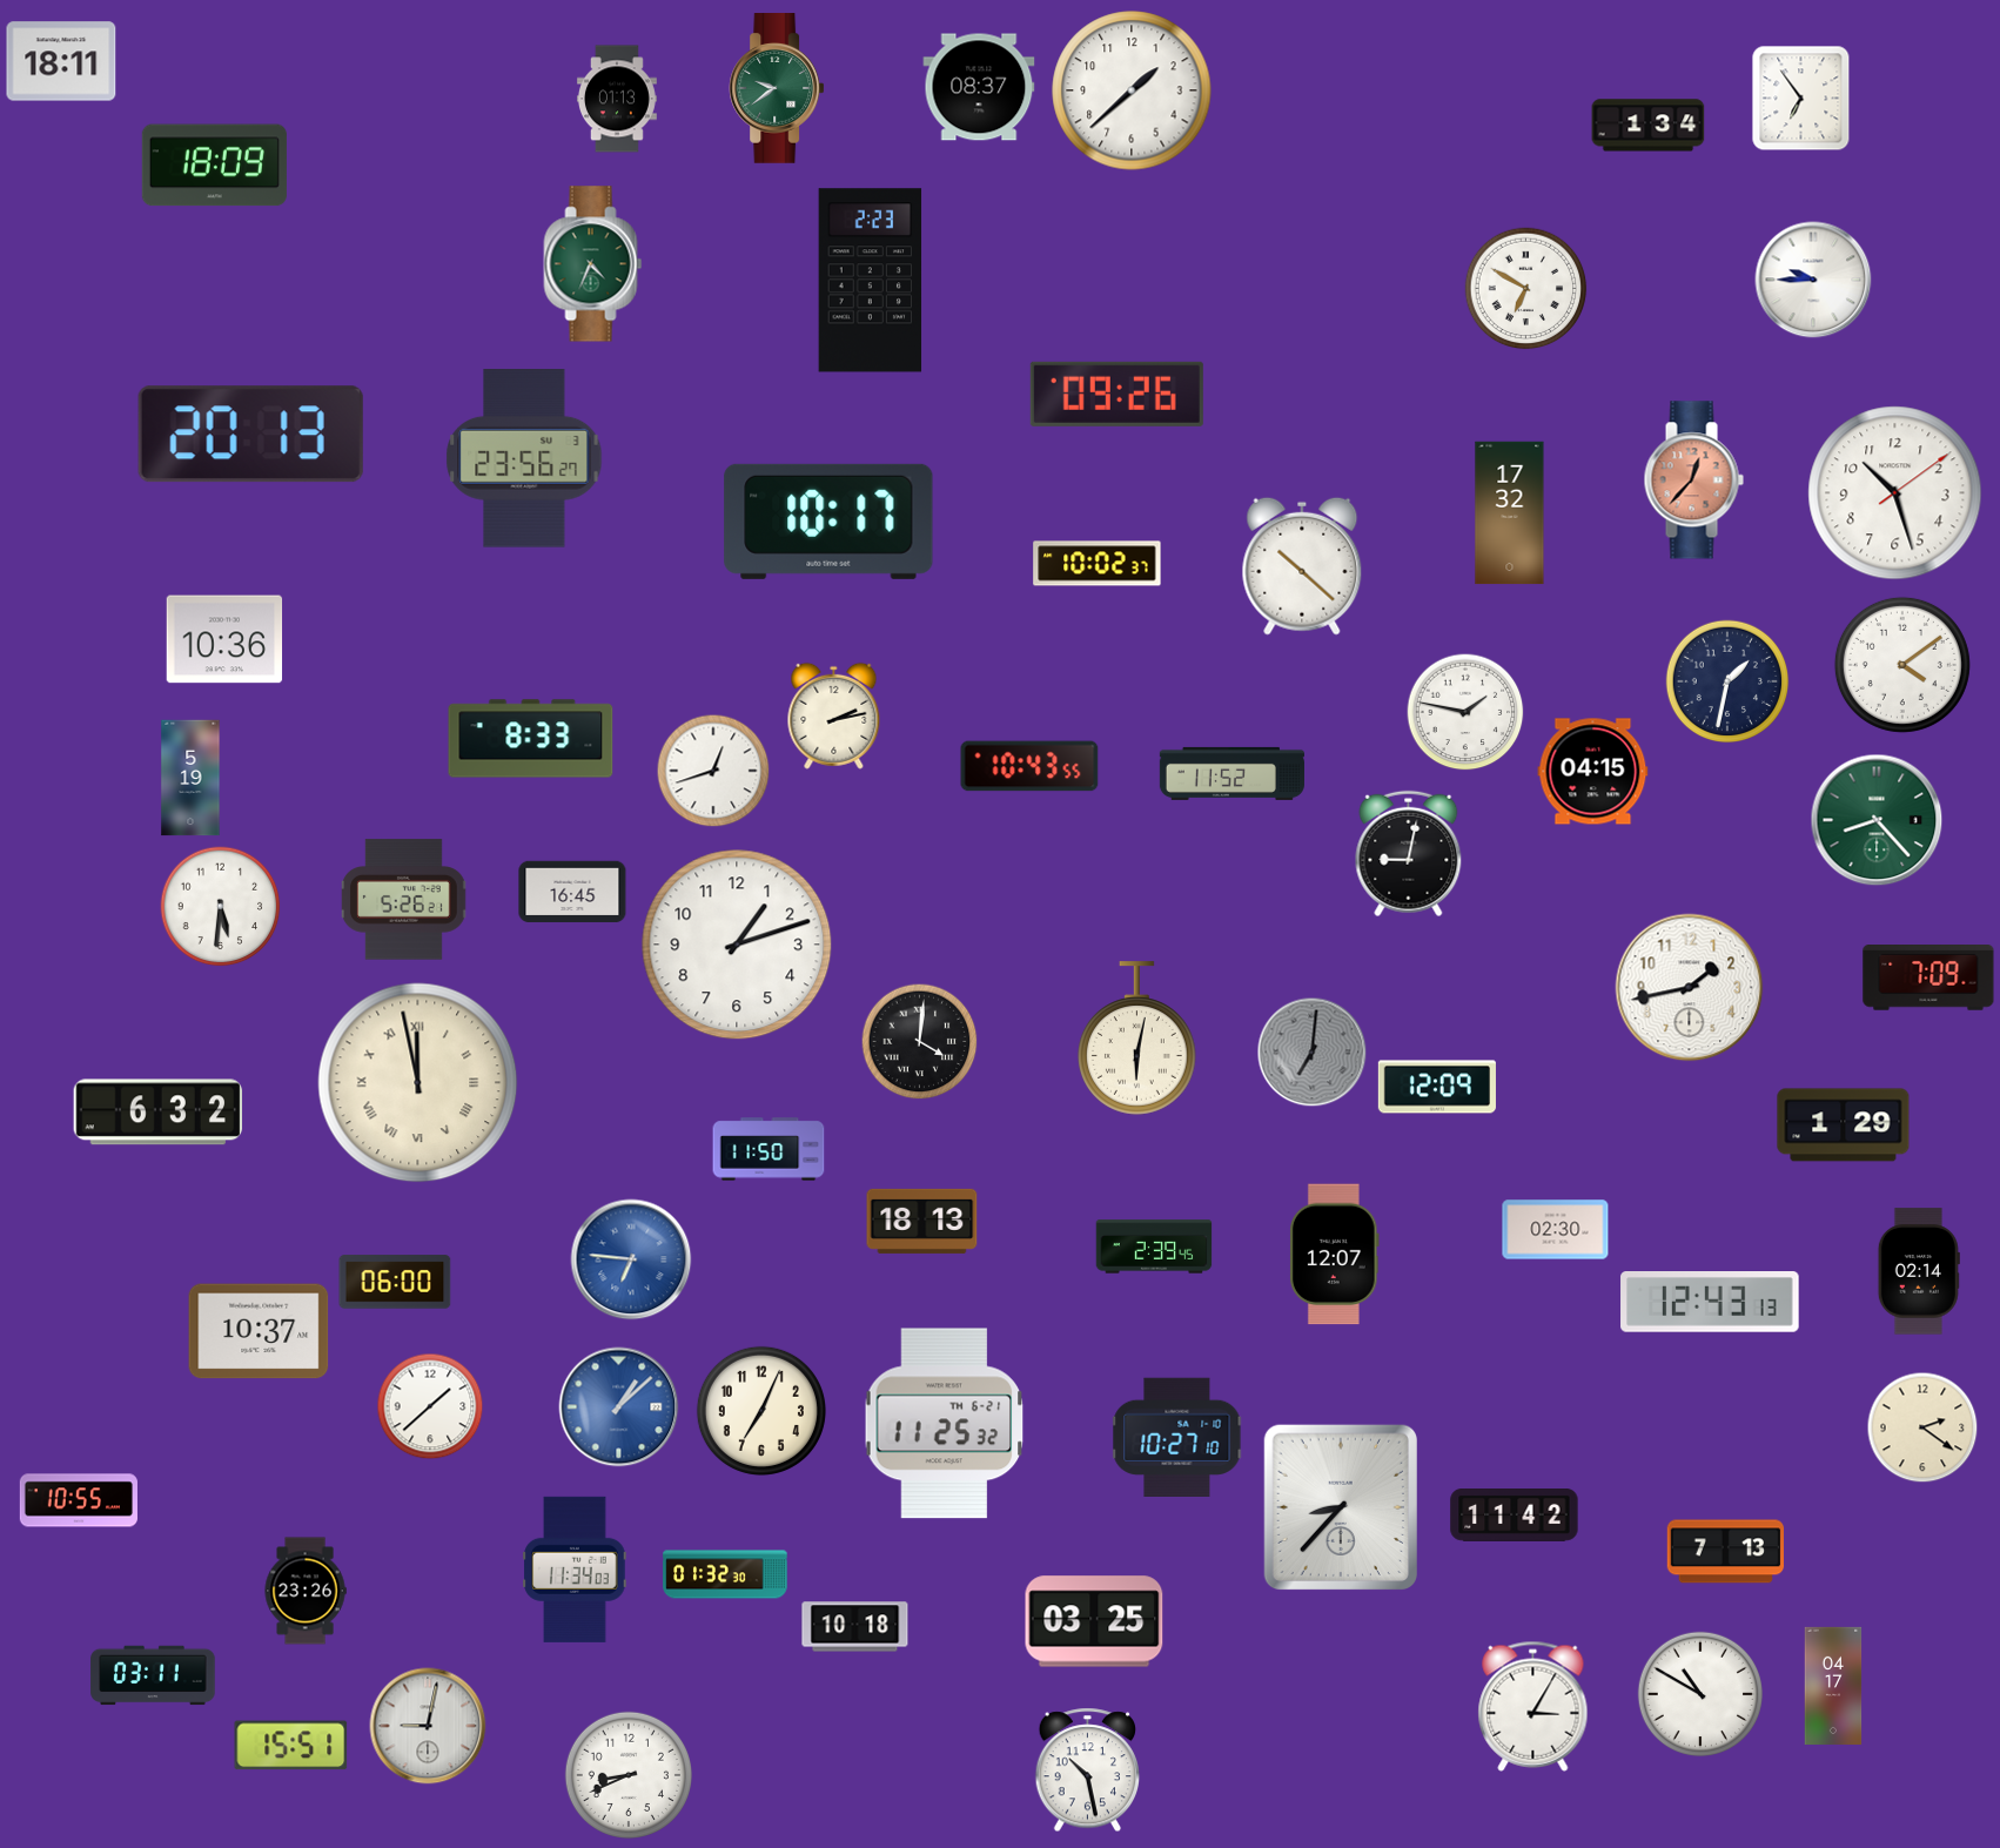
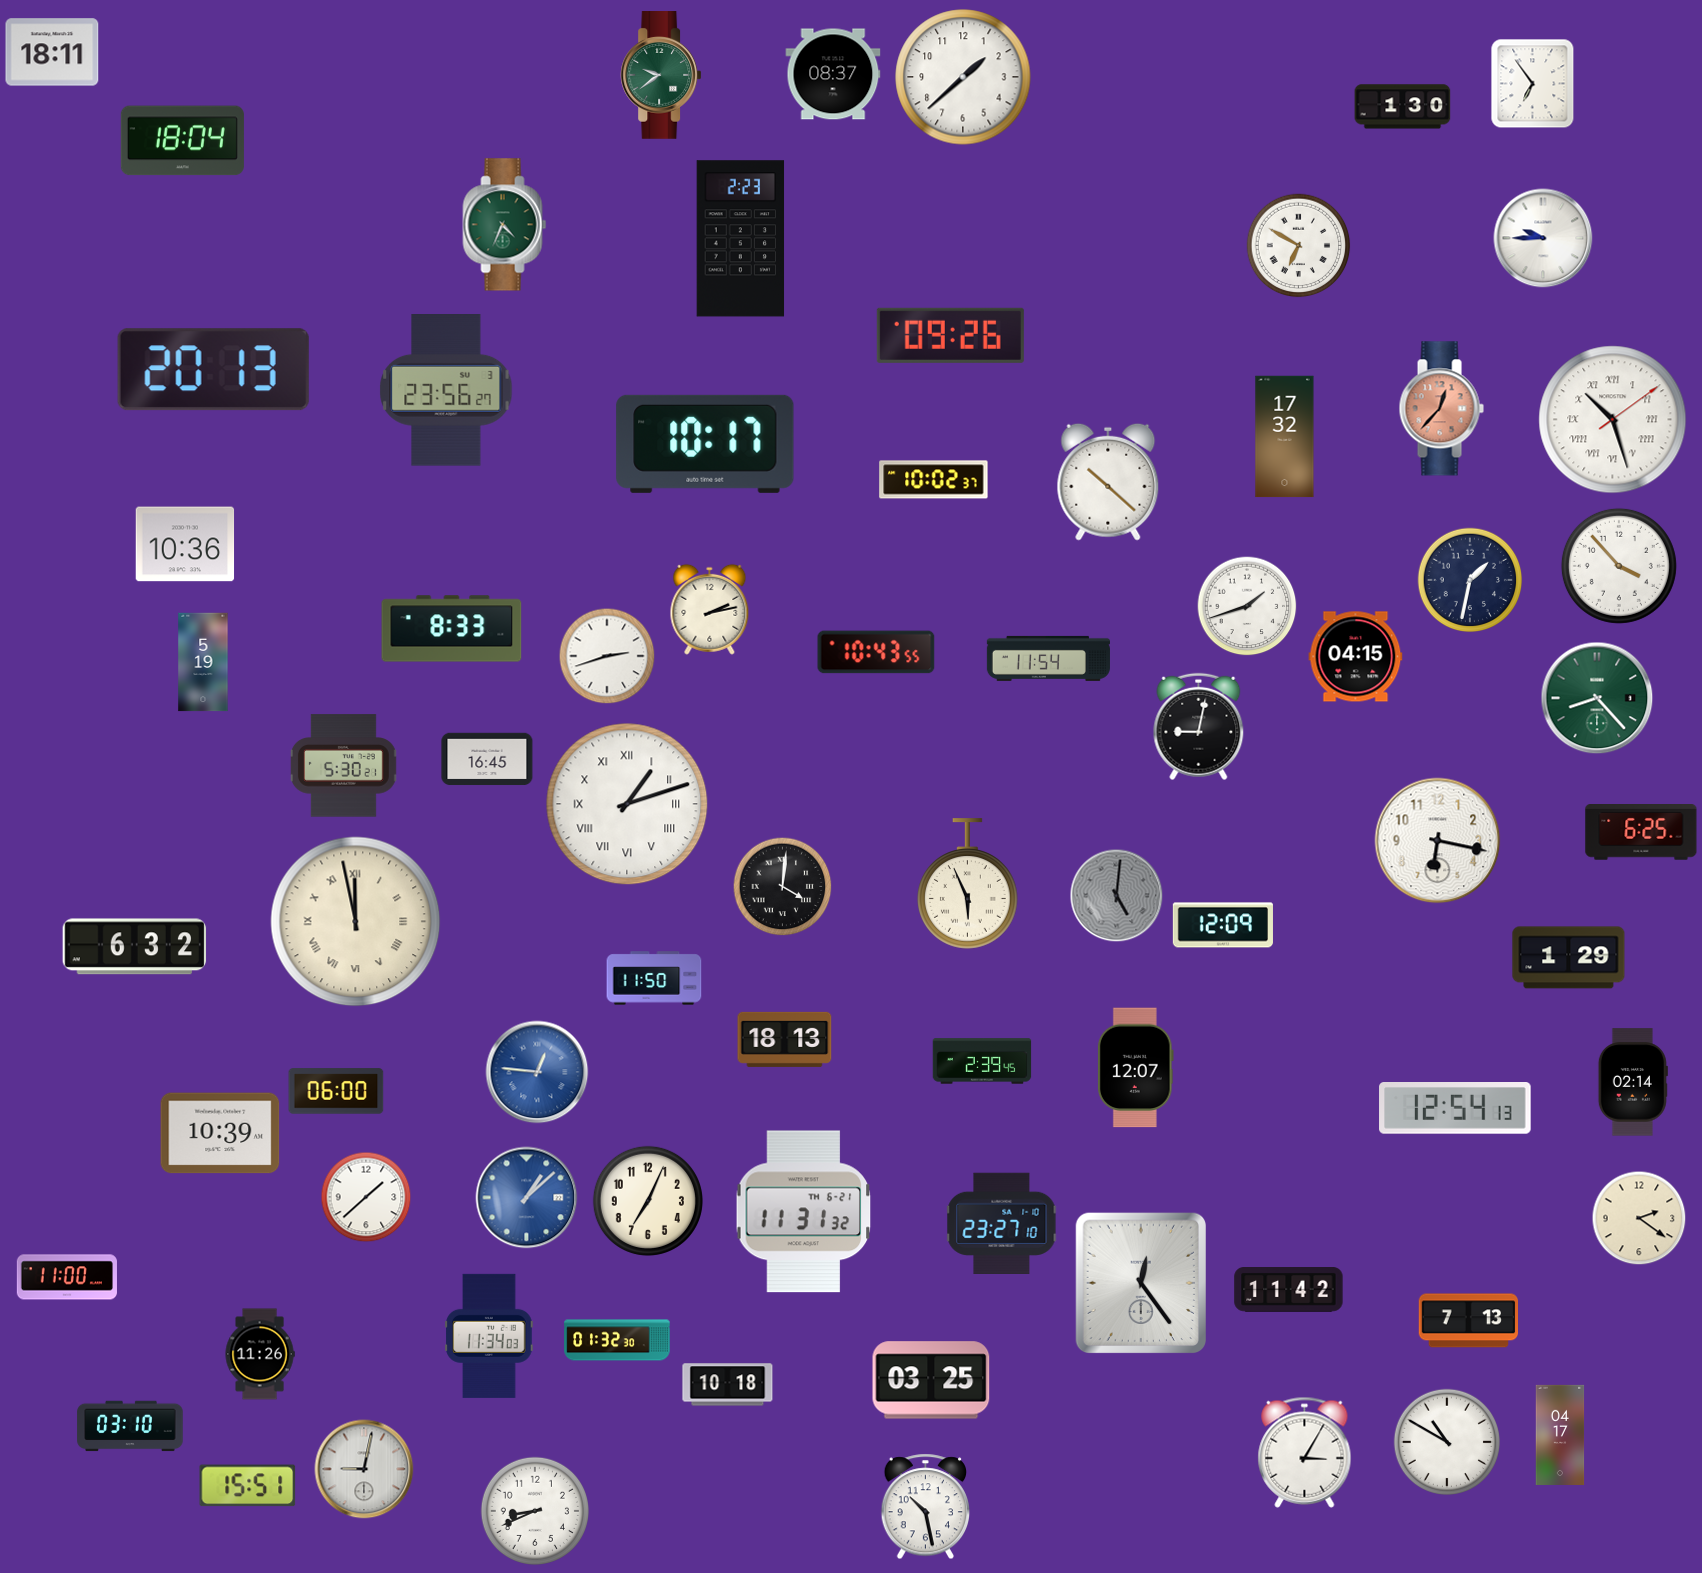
clock at (617, 99): 01:13 -> none
clock at (1649, 126): 1:34 -> 1:30
clock at (214, 166): 18:09 -> 18:04
clock at (1895, 493) numerals: Arabic -> Roman
clock at (224, 639) position: (224, 639) -> (185, 544)
clock at (1902, 665): 4:09 -> 3:53
clock at (1465, 712): 1:47 -> 1:42
clock at (713, 771): 12:42 -> 2:42
clock at (1231, 773): 11:52 -> 11:54
clock at (190, 778) position: (190, 778) -> (203, 662)
clock at (403, 900): 5:26 -> 5:30
clock at (221, 907): 5:31 -> none
clock at (737, 945) numerals: Arabic -> Roman
clock at (1928, 979): 7:09 -> 6:25
clock at (1690, 988): 1:43 -> 6:17
clock at (1137, 1039): 6:02 -> 5:56
clock at (1313, 1053): 7:01 -> 5:01
clock at (1556, 1230): 02:30 -> none
clock at (631, 1259): 6:46 -> 12:46
clock at (1710, 1303): 12:43 -> 12:54
clock at (259, 1331): 10:37 -> 10:39
clock at (945, 1424): 11:25 -> 11:31
clock at (1922, 1427) position: (1922, 1427) -> (1639, 1218)
clock at (1177, 1437): 10:27 -> 23:27
clock at (79, 1500): 10:55 -> 11:00
clock at (1340, 1506): 8:37 -> 12:24
clock at (306, 1591): 23:26 -> 11:26
clock at (153, 1675): 03:11 -> 03:10
